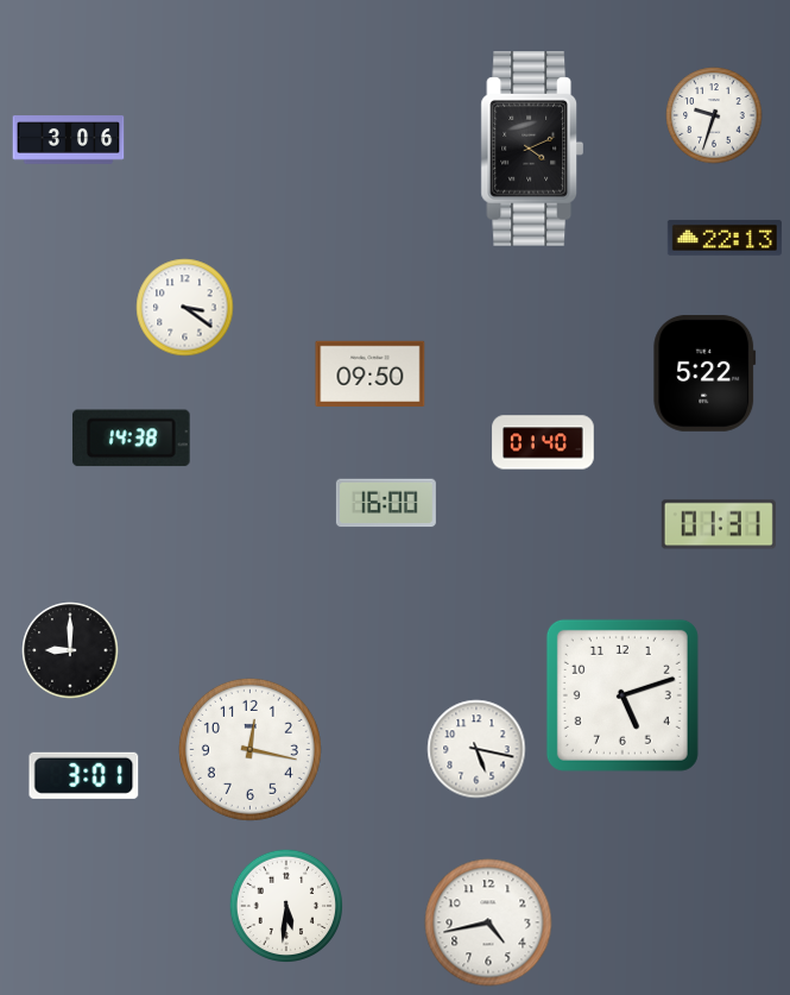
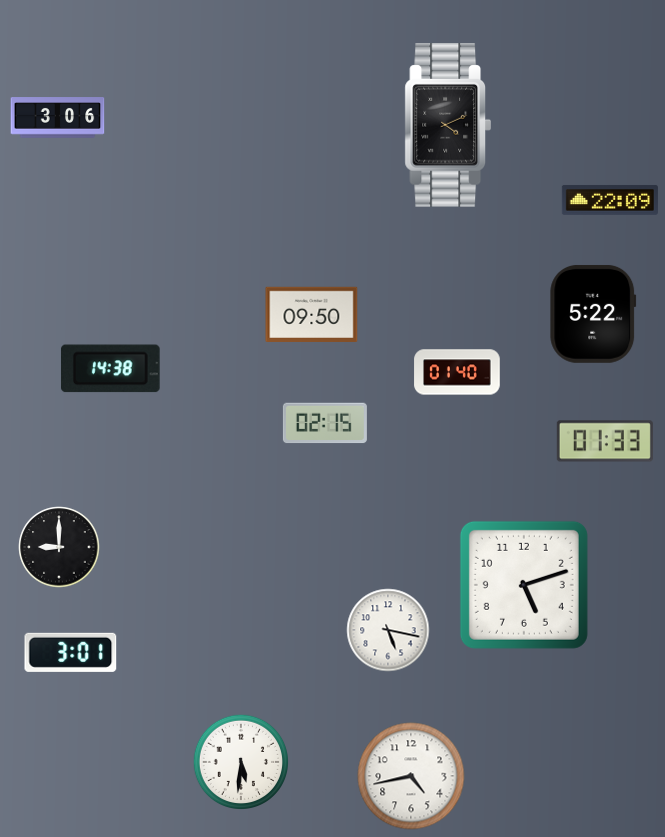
clock at (714, 115): 9:33 -> none
clock at (725, 238): 22:13 -> 22:09
clock at (185, 308): 3:21 -> none
clock at (386, 503): 16:00 -> 02:15
clock at (719, 524): 01:31 -> 01:33
clock at (249, 749): 12:17 -> none
clock at (476, 749) position: (476, 749) -> (388, 630)
